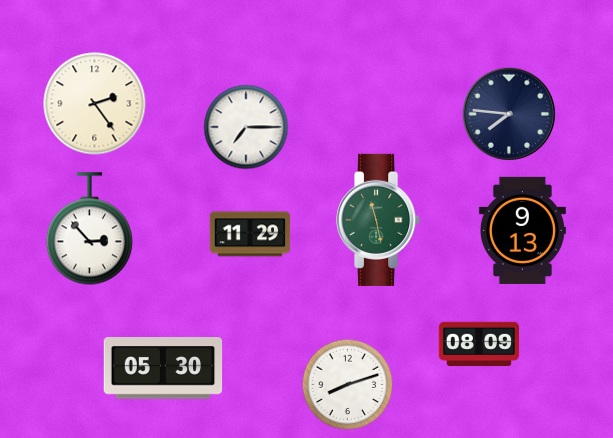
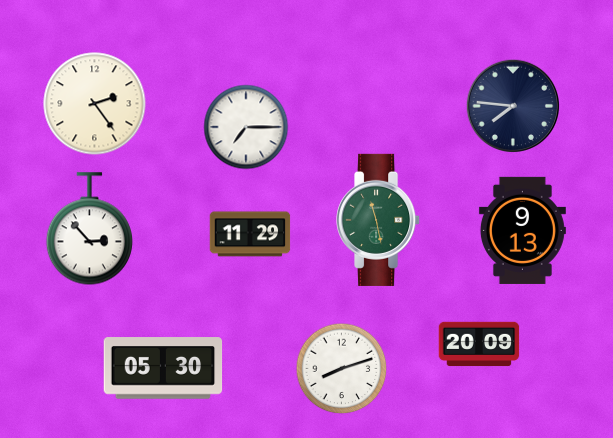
clock at (509, 114) position: (509, 114) -> (513, 106)
clock at (479, 344): 08:09 -> 20:09
clock at (348, 385) position: (348, 385) -> (342, 369)
